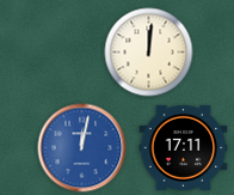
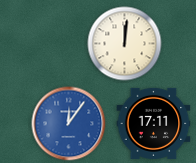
clock at (82, 148): 12:02 -> 12:06
